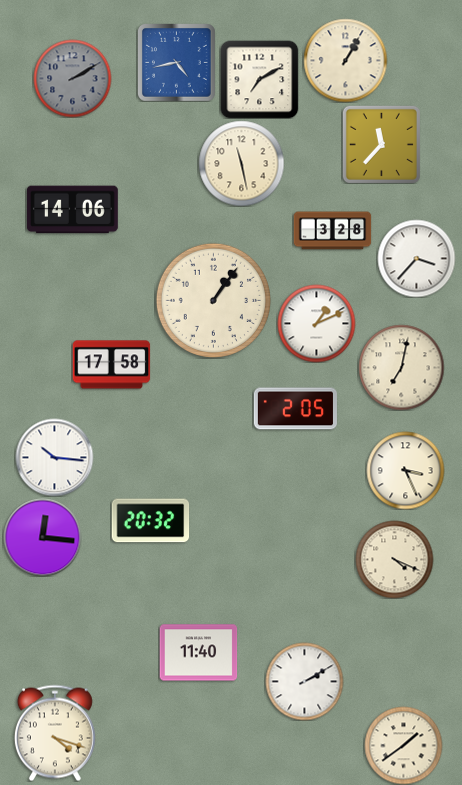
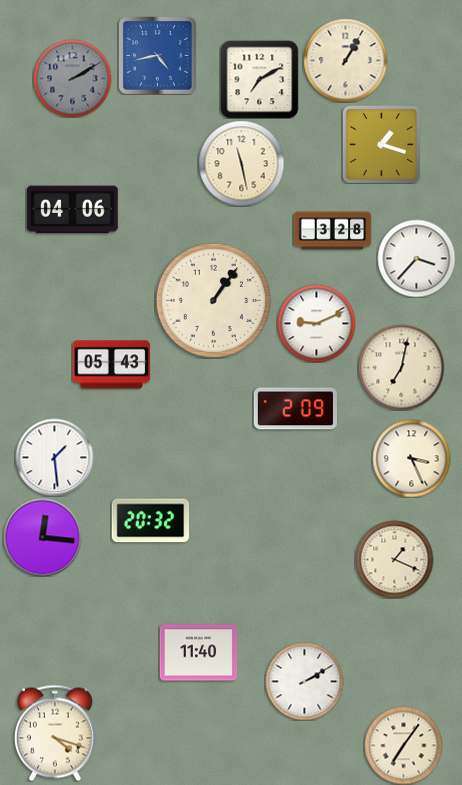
clock at (177, 63) position: (177, 63) -> (158, 56)
clock at (381, 144): 11:37 -> 1:18
clock at (72, 210): 14:06 -> 04:06
clock at (316, 323): 1:11 -> 9:11
clock at (111, 365): 17:58 -> 05:43
clock at (295, 409): 2:05 -> 2:09
clock at (54, 457): 10:16 -> 1:29
clock at (405, 470) position: (405, 470) -> (411, 458)
clock at (394, 559): 4:19 -> 1:19
clock at (403, 745): 1:39 -> 7:06
